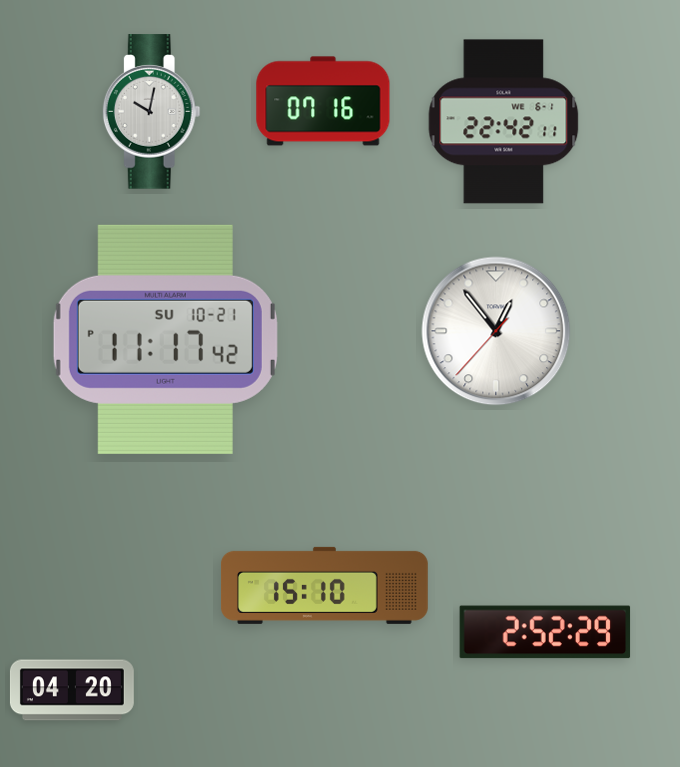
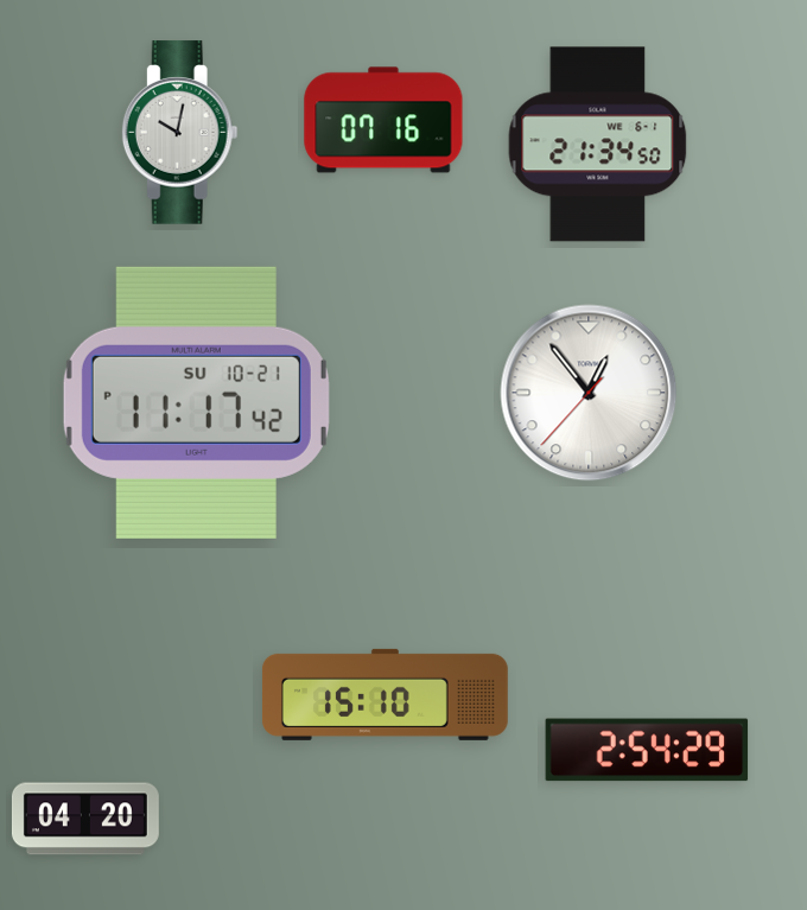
clock at (504, 122): 22:42 -> 21:34
clock at (545, 632): 2:52 -> 2:54
